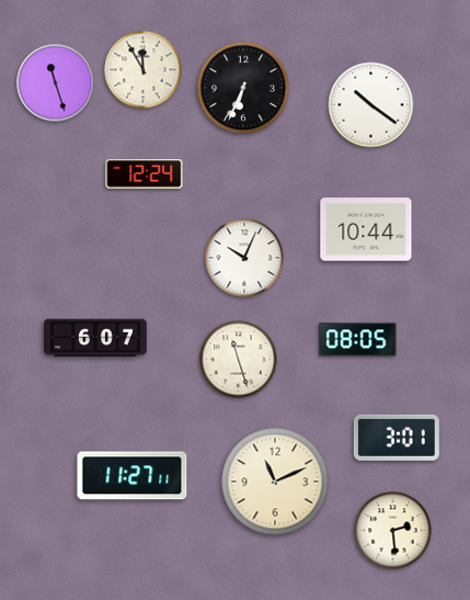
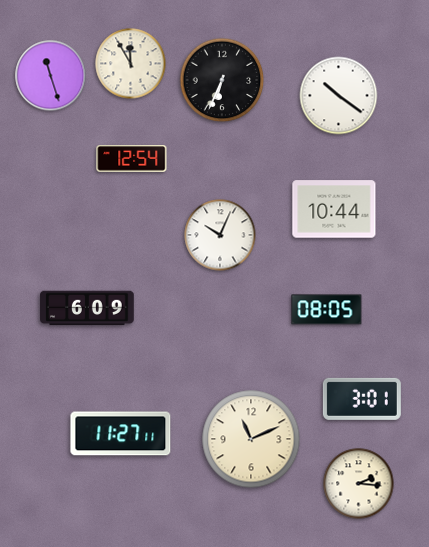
clock at (145, 174): 12:24 -> 12:54
clock at (244, 258) position: (244, 258) -> (220, 235)
clock at (95, 338): 6:07 -> 6:09
clock at (239, 360): 11:27 -> none
clock at (393, 531): 2:29 -> 2:16
